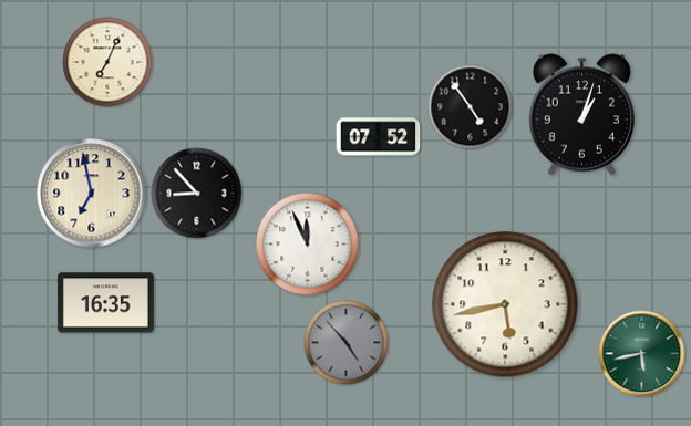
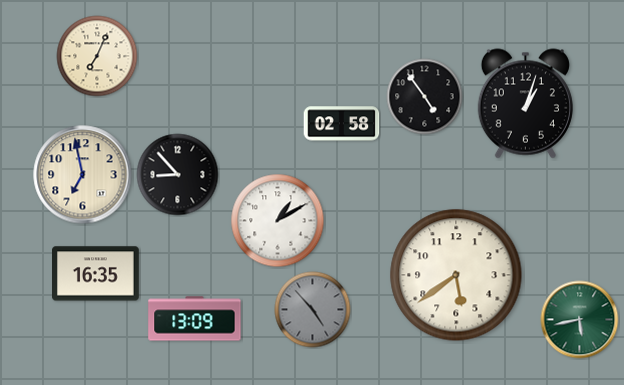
clock at (379, 137): 07:52 -> 02:58
clock at (308, 245): 11:56 -> 1:10
clock at (505, 304): 5:43 -> 5:39
clock at (195, 319): none -> 13:09
